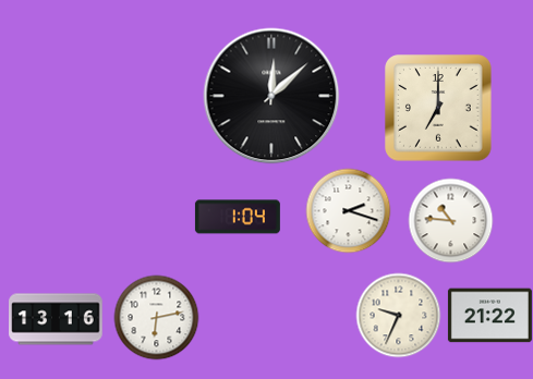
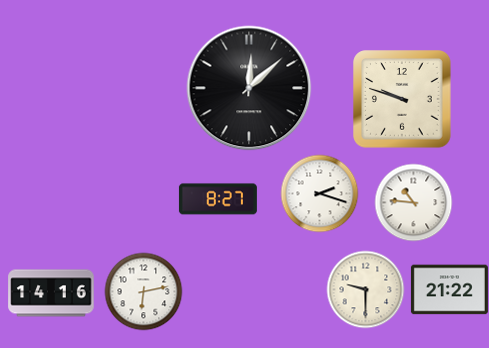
clock at (438, 108): 7:00 -> 9:48
clock at (238, 217): 1:04 -> 8:27
clock at (398, 315): 9:34 -> 9:30
clock at (56, 319): 13:16 -> 14:16
